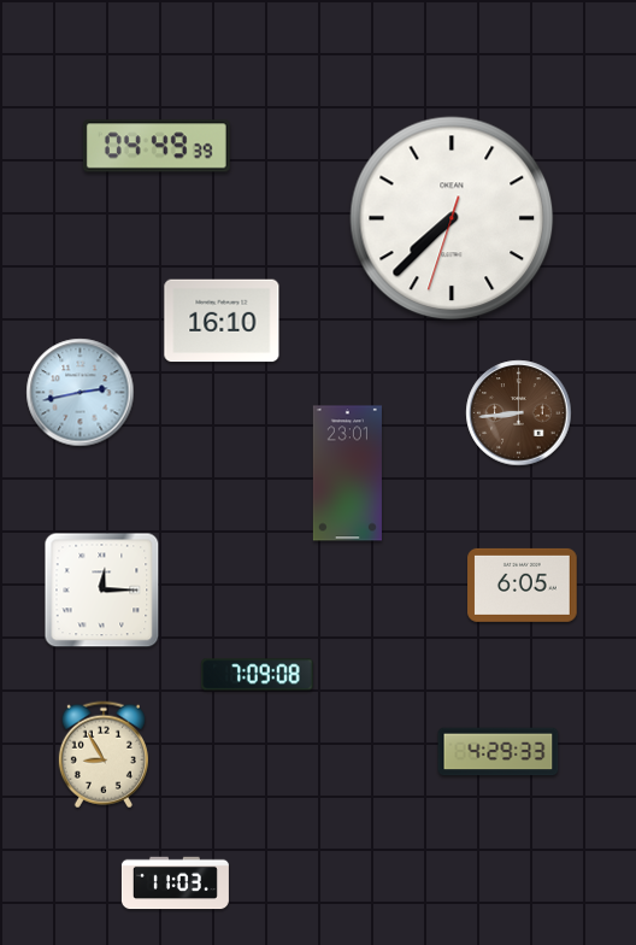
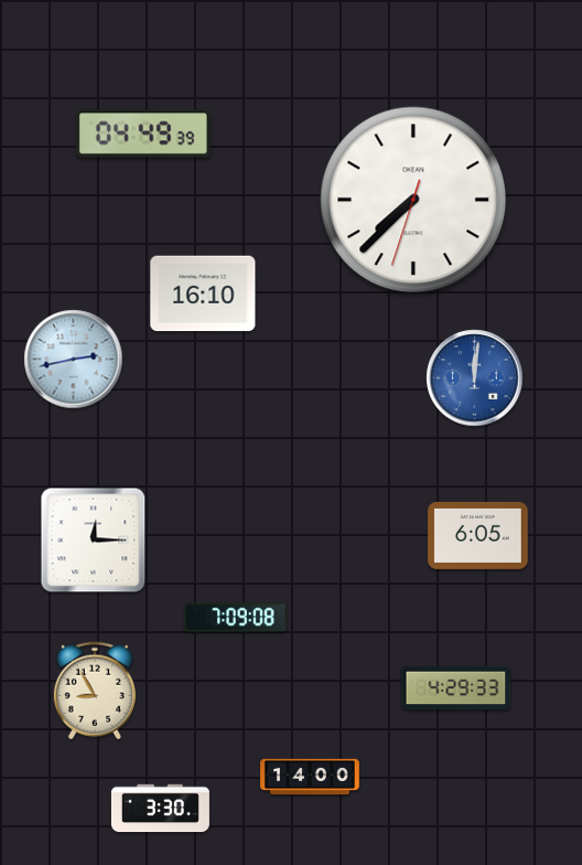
clock at (519, 413): 8:44 -> 12:01
clock at (519, 413) dial: brown -> blue
clock at (347, 474): 23:01 -> none
clock at (311, 777): none -> 14:00
clock at (175, 884): 11:03 -> 3:30
